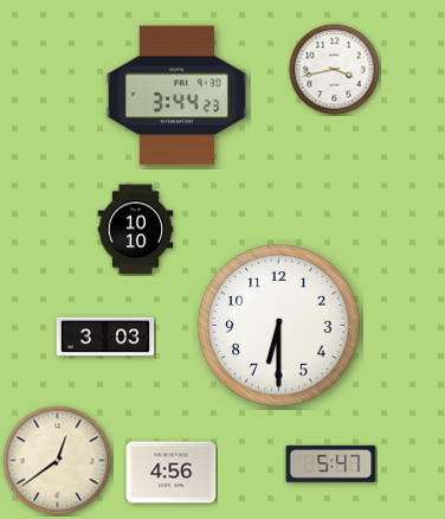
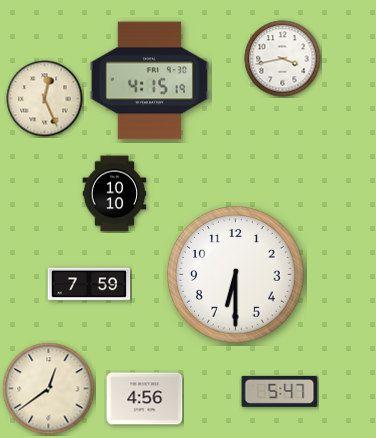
clock at (176, 96): 3:44 -> 4:15
clock at (45, 99): none -> 12:26
clock at (105, 337): 3:03 -> 7:59
